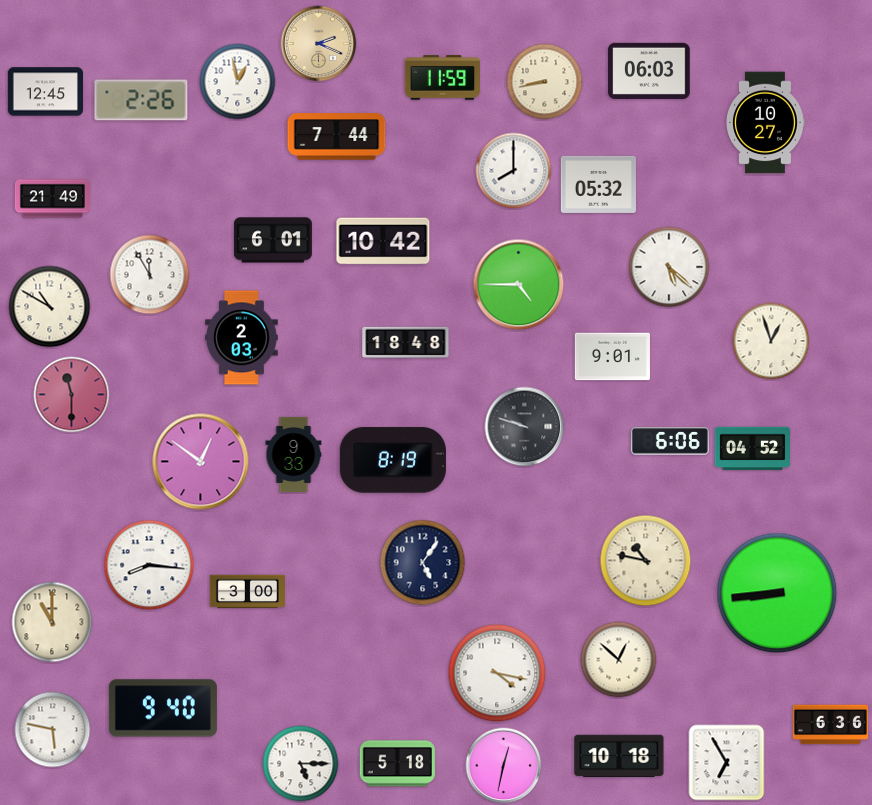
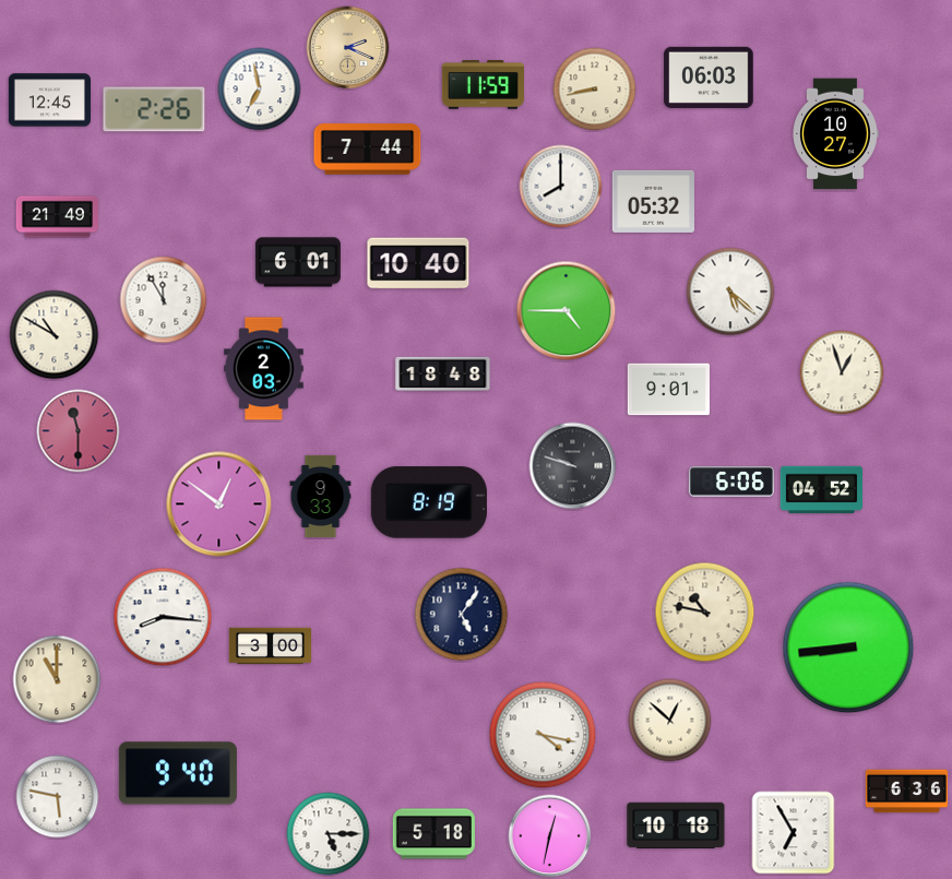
clock at (238, 82): 12:58 -> 6:58
clock at (383, 241): 10:42 -> 10:40
clock at (619, 660) position: (619, 660) -> (670, 721)
